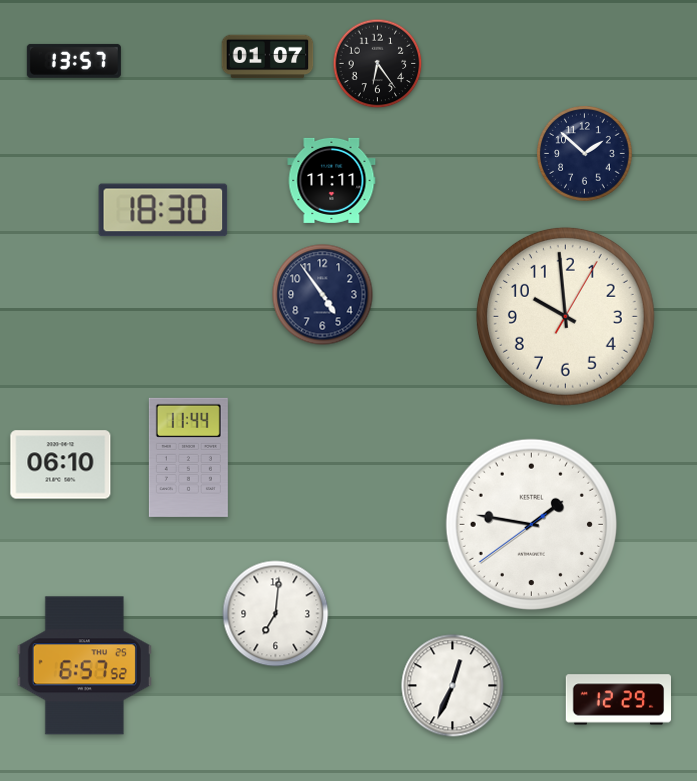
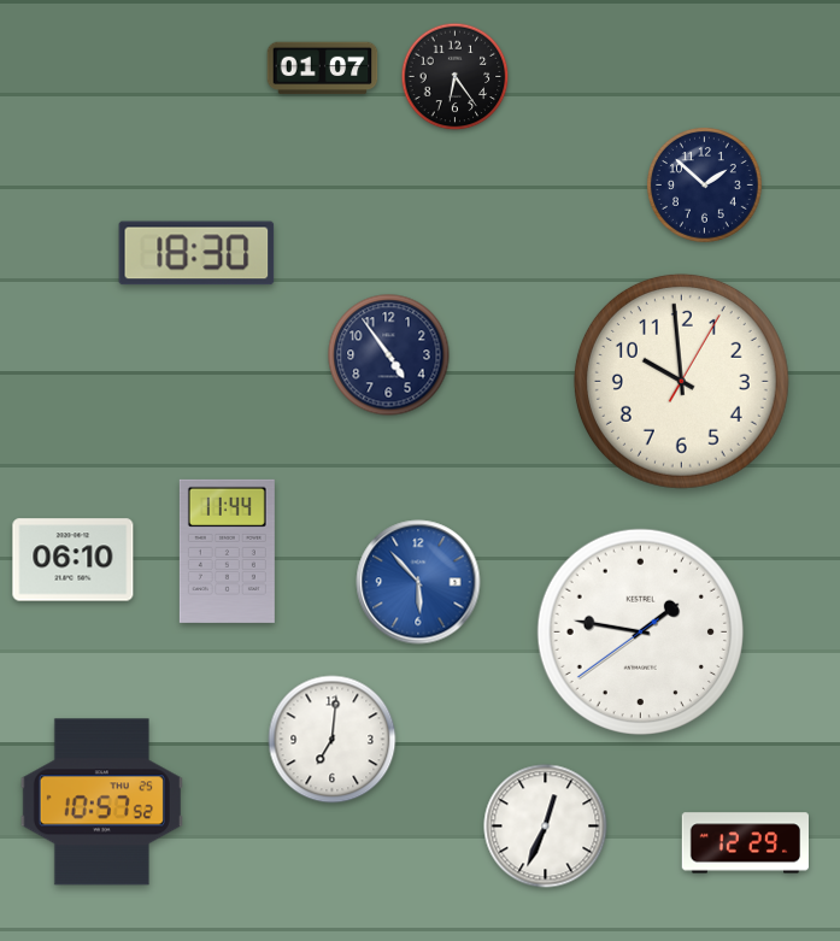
clock at (74, 61): 13:57 -> none
clock at (332, 180): 11:11 -> none
clock at (418, 582): none -> 5:53
clock at (84, 666): 6:57 -> 10:57
